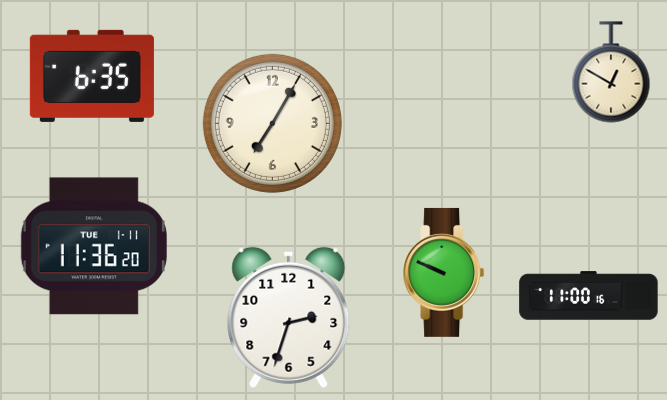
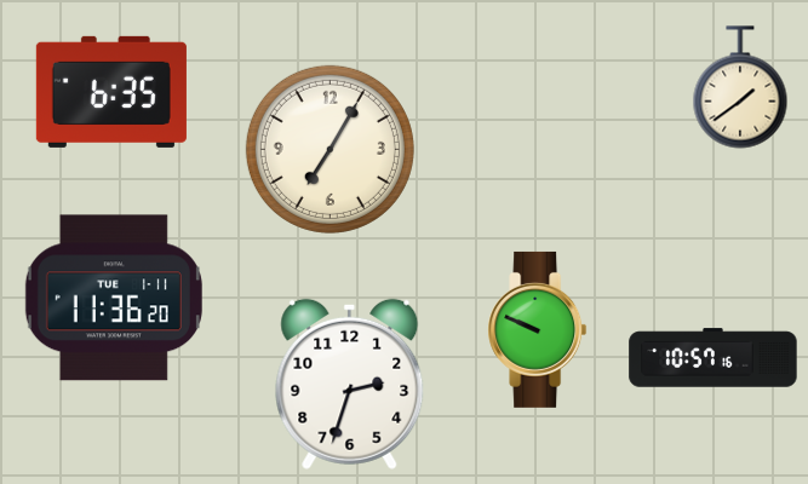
clock at (611, 72): 12:50 -> 1:39
clock at (589, 296): 11:00 -> 10:57
